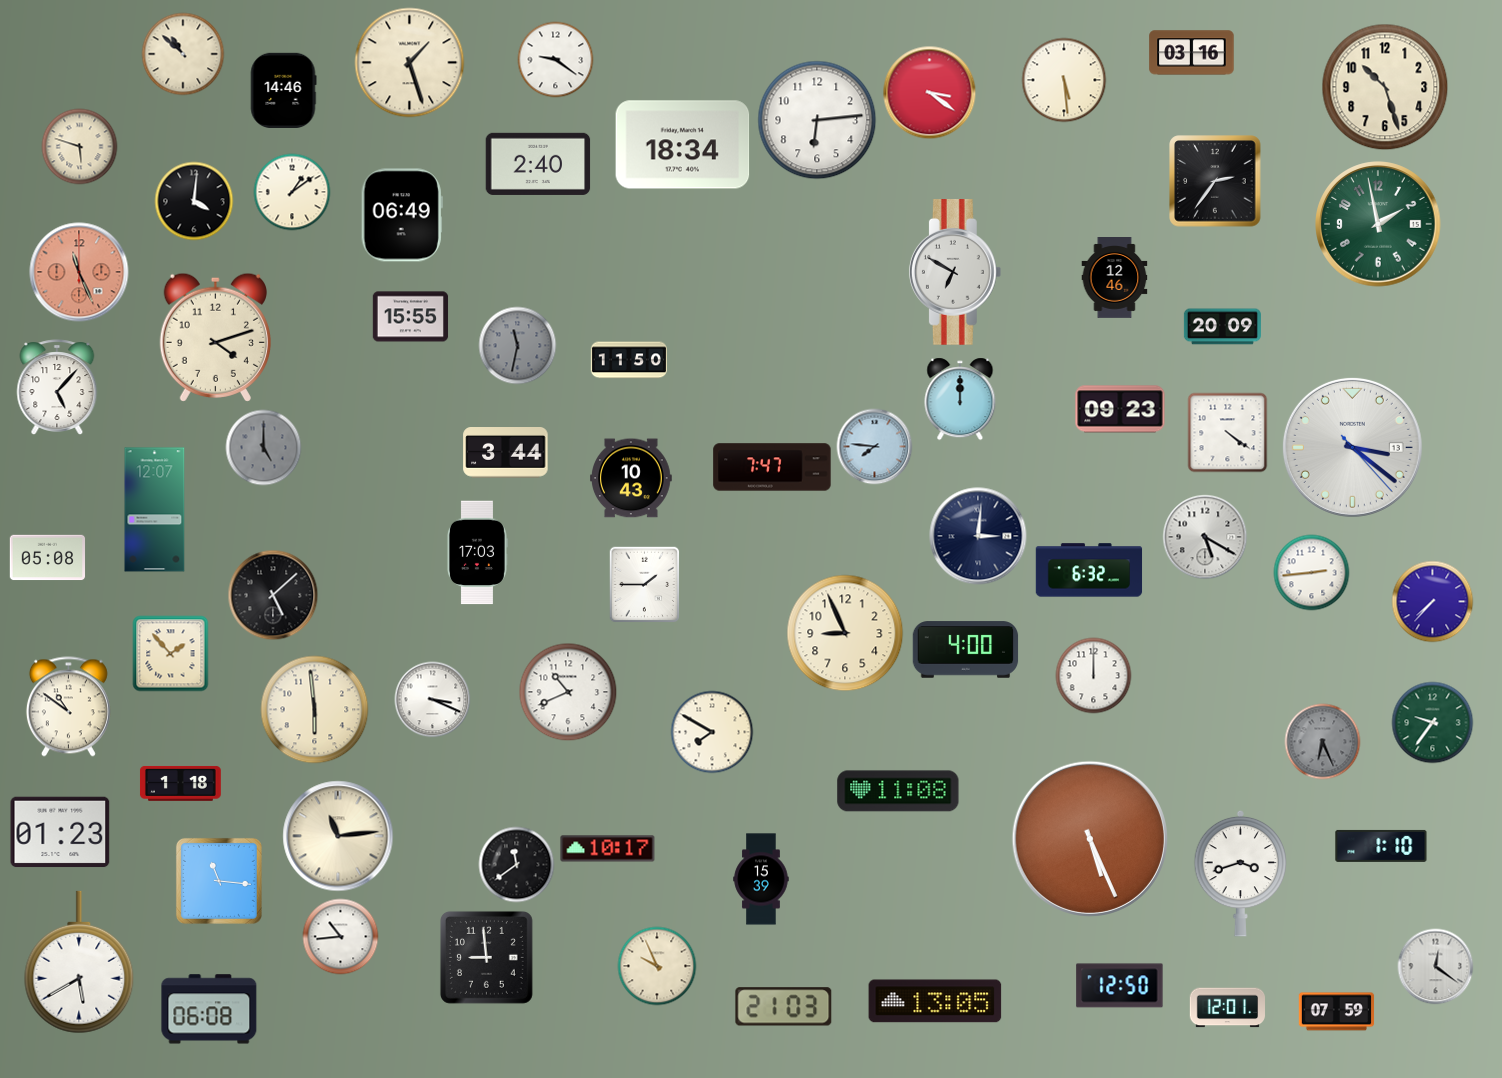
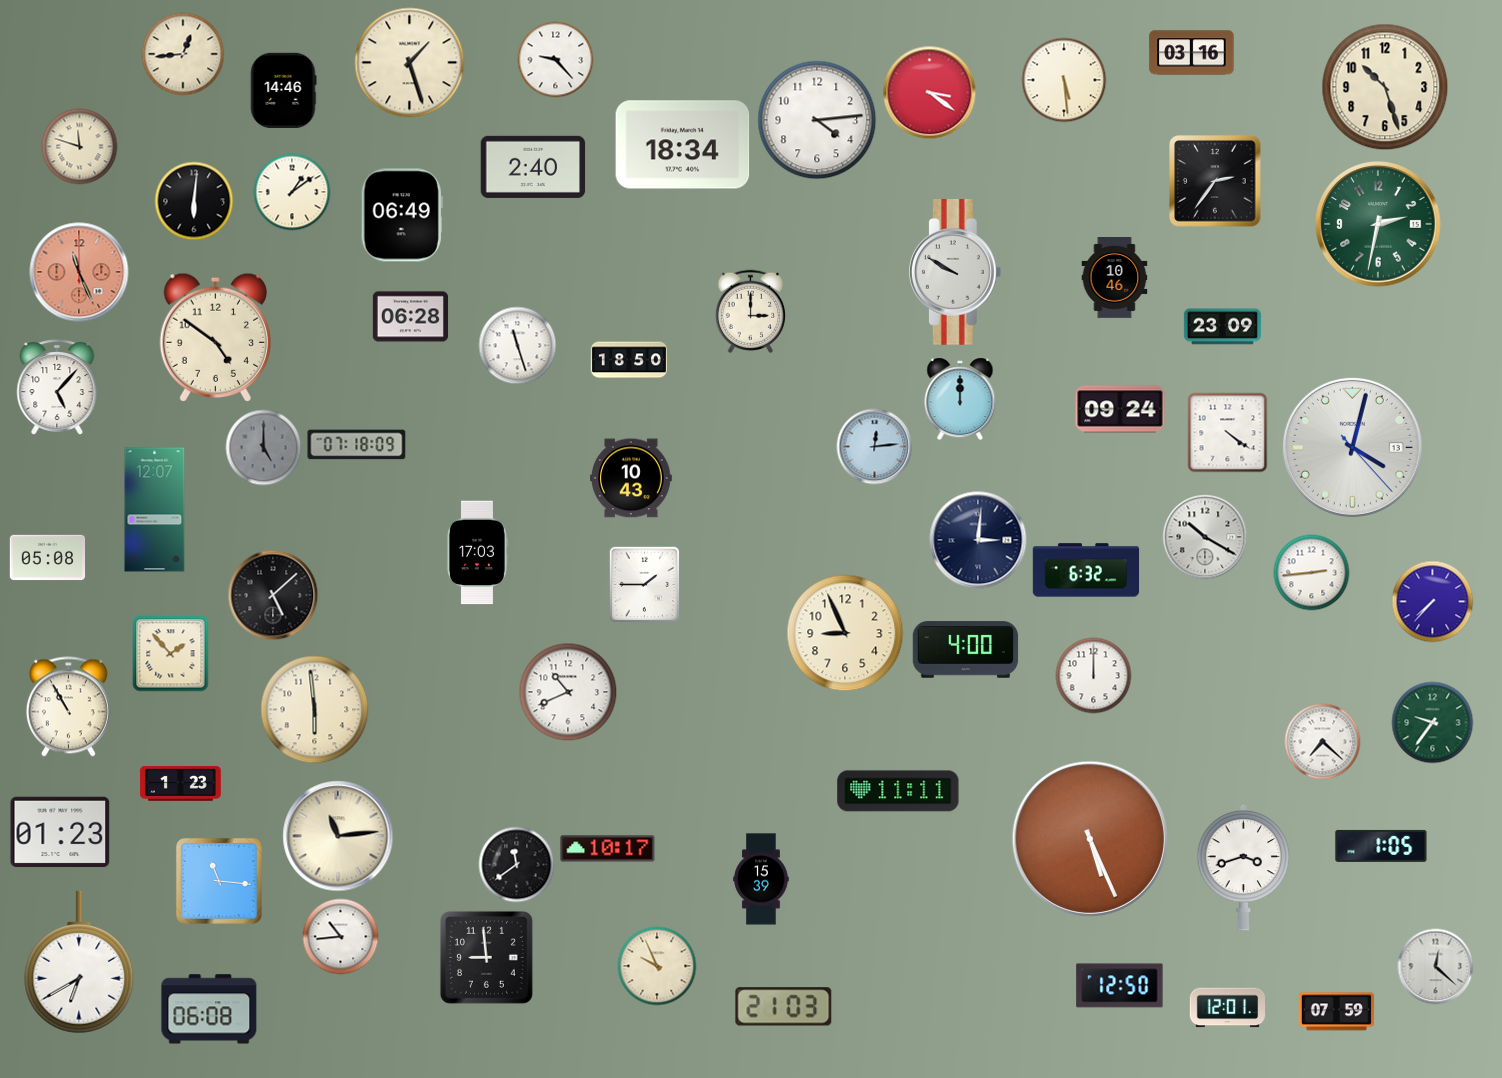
clock at (183, 54): 10:52 -> 12:44
clock at (556, 60): 9:21 -> 9:23
clock at (817, 120): 6:14 -> 4:14
clock at (80, 147): 5:48 -> 11:48
clock at (538, 164) position: (538, 164) -> (533, 167)
clock at (194, 201): 4:01 -> 6:01
clock at (1378, 224): 1:58 -> 2:32
clock at (955, 273): 6:50 -> 9:50
clock at (1115, 278): 12:46 -> 10:46
clock at (751, 311): none -> 3:00
clock at (411, 317): 15:55 -> 06:28
clock at (1222, 327): 20:09 -> 23:09
clock at (215, 337): 4:12 -> 4:51
clock at (518, 346): 11:32 -> 11:27
clock at (518, 346) dial: grey -> white
clock at (629, 360): 11:50 -> 18:50
clock at (1120, 409): 09:23 -> 09:24
clock at (357, 445): none -> 07:18
clock at (875, 447): 7:46 -> 12:14
clock at (1352, 447): 3:21 -> 4:02
clock at (506, 453): 3:44 -> none
clock at (772, 467): 7:47 -> none
clock at (978, 536) position: (978, 536) -> (978, 540)
clock at (1205, 537): 5:20 -> 10:20
clock at (1089, 570) position: (1089, 570) -> (1086, 570)
clock at (433, 700): 3:19 -> none
clock at (68, 707): 10:51 -> 10:55
clock at (712, 732): 7:50 -> none
clock at (1323, 742): 6:26 -> 7:22
clock at (1323, 742) dial: grey -> white
clock at (181, 783): 1:18 -> 1:23
clock at (898, 791): 11:08 -> 11:11
clock at (1381, 846): 1:10 -> 1:05
clock at (1241, 873) position: (1241, 873) -> (1244, 867)
clock at (79, 962): 5:40 -> 6:40
clock at (1436, 967): 12:21 -> 12:22
clock at (935, 1001): 13:05 -> none
